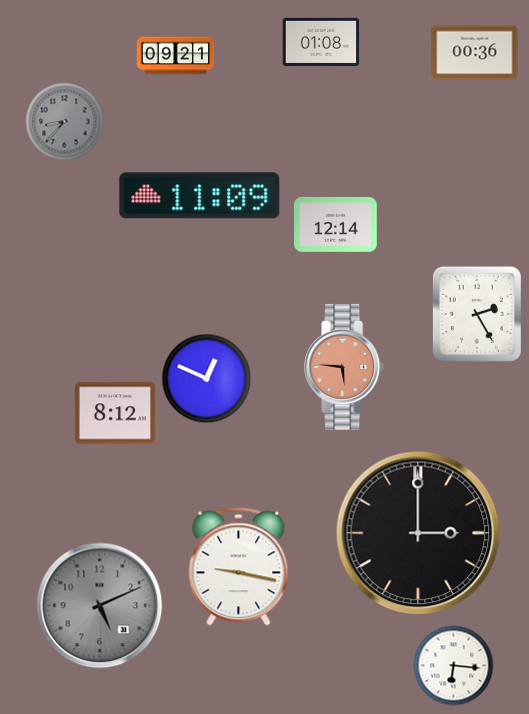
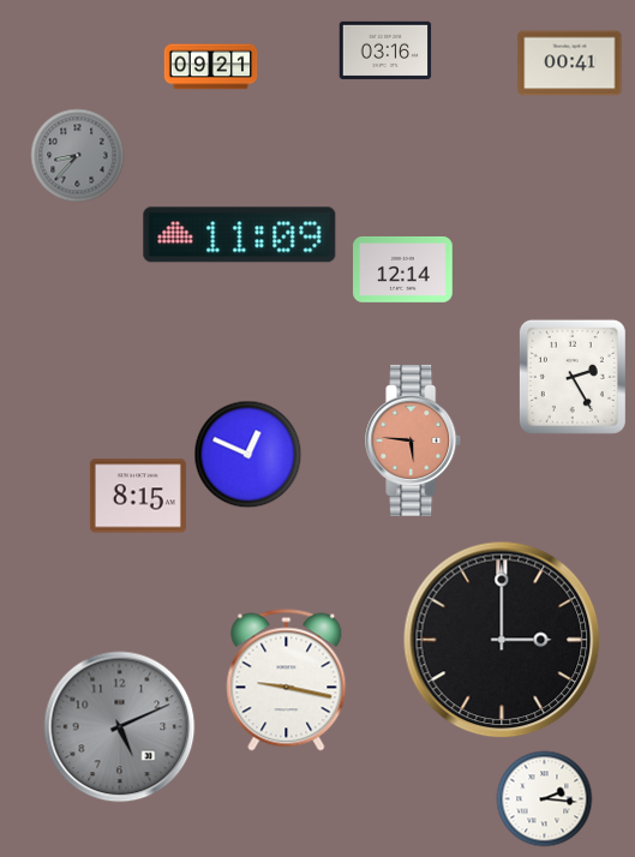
clock at (321, 42): 01:08 -> 03:16
clock at (475, 53): 00:36 -> 00:41
clock at (65, 122) position: (65, 122) -> (78, 156)
clock at (115, 413): 8:12 -> 8:15
clock at (454, 666): 6:16 -> 2:16
